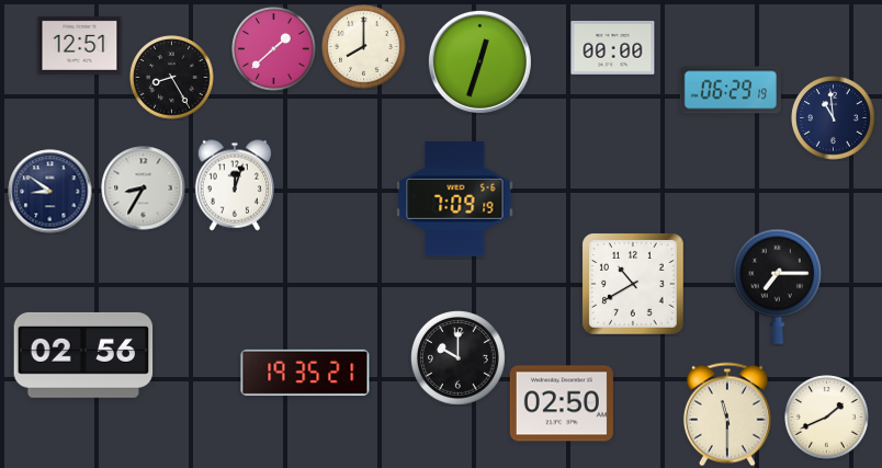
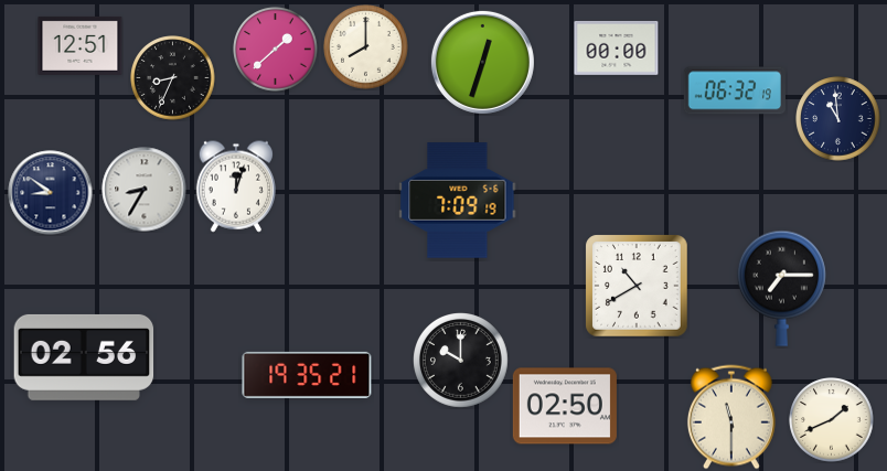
clock at (172, 78): 8:25 -> 8:34
clock at (731, 90): 06:29 -> 06:32
